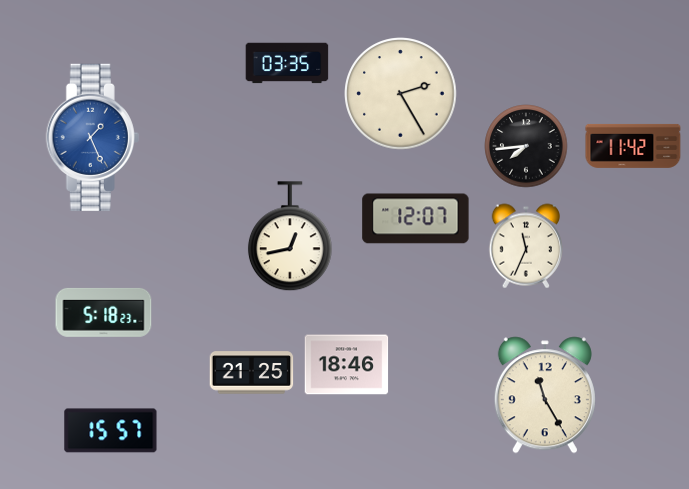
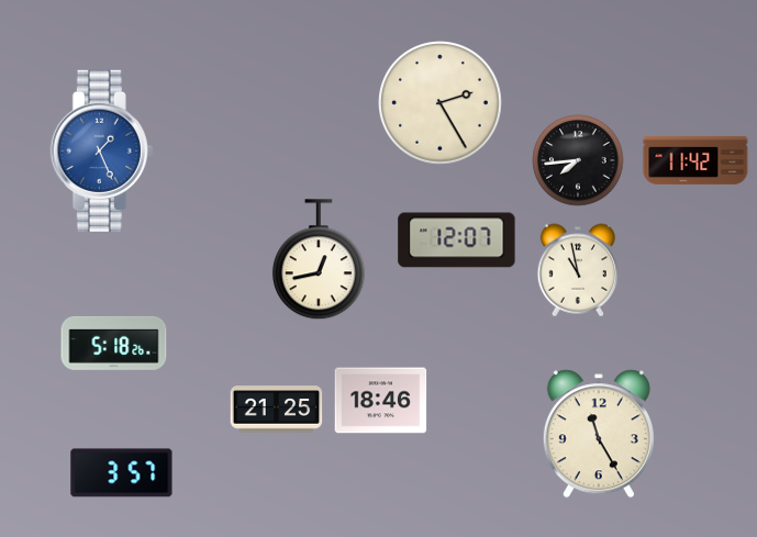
clock at (287, 63): 03:35 -> none
clock at (525, 246): 11:34 -> 10:58
clock at (104, 312): 5:18:23 -> 5:18:26
clock at (111, 431): 15:57 -> 3:57
